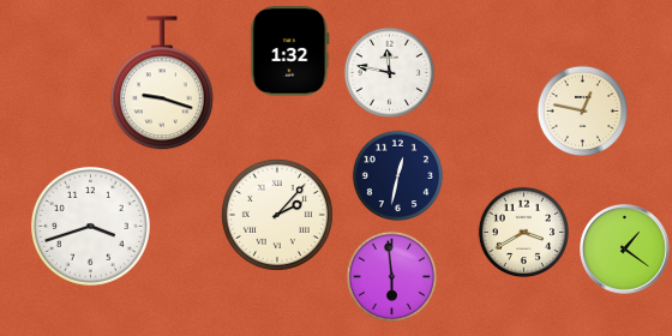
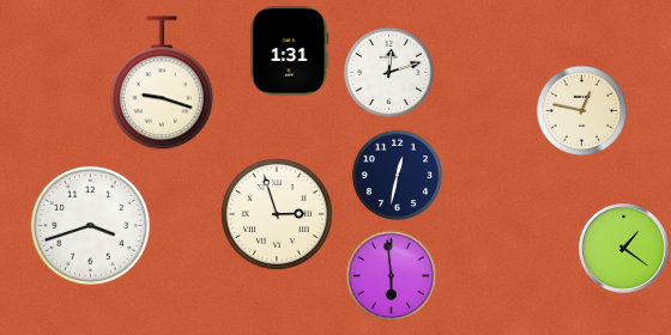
clock at (290, 52): 1:32 -> 1:31
clock at (389, 72): 11:47 -> 12:12
clock at (277, 215): 2:07 -> 2:57
clock at (523, 232): 3:40 -> none
